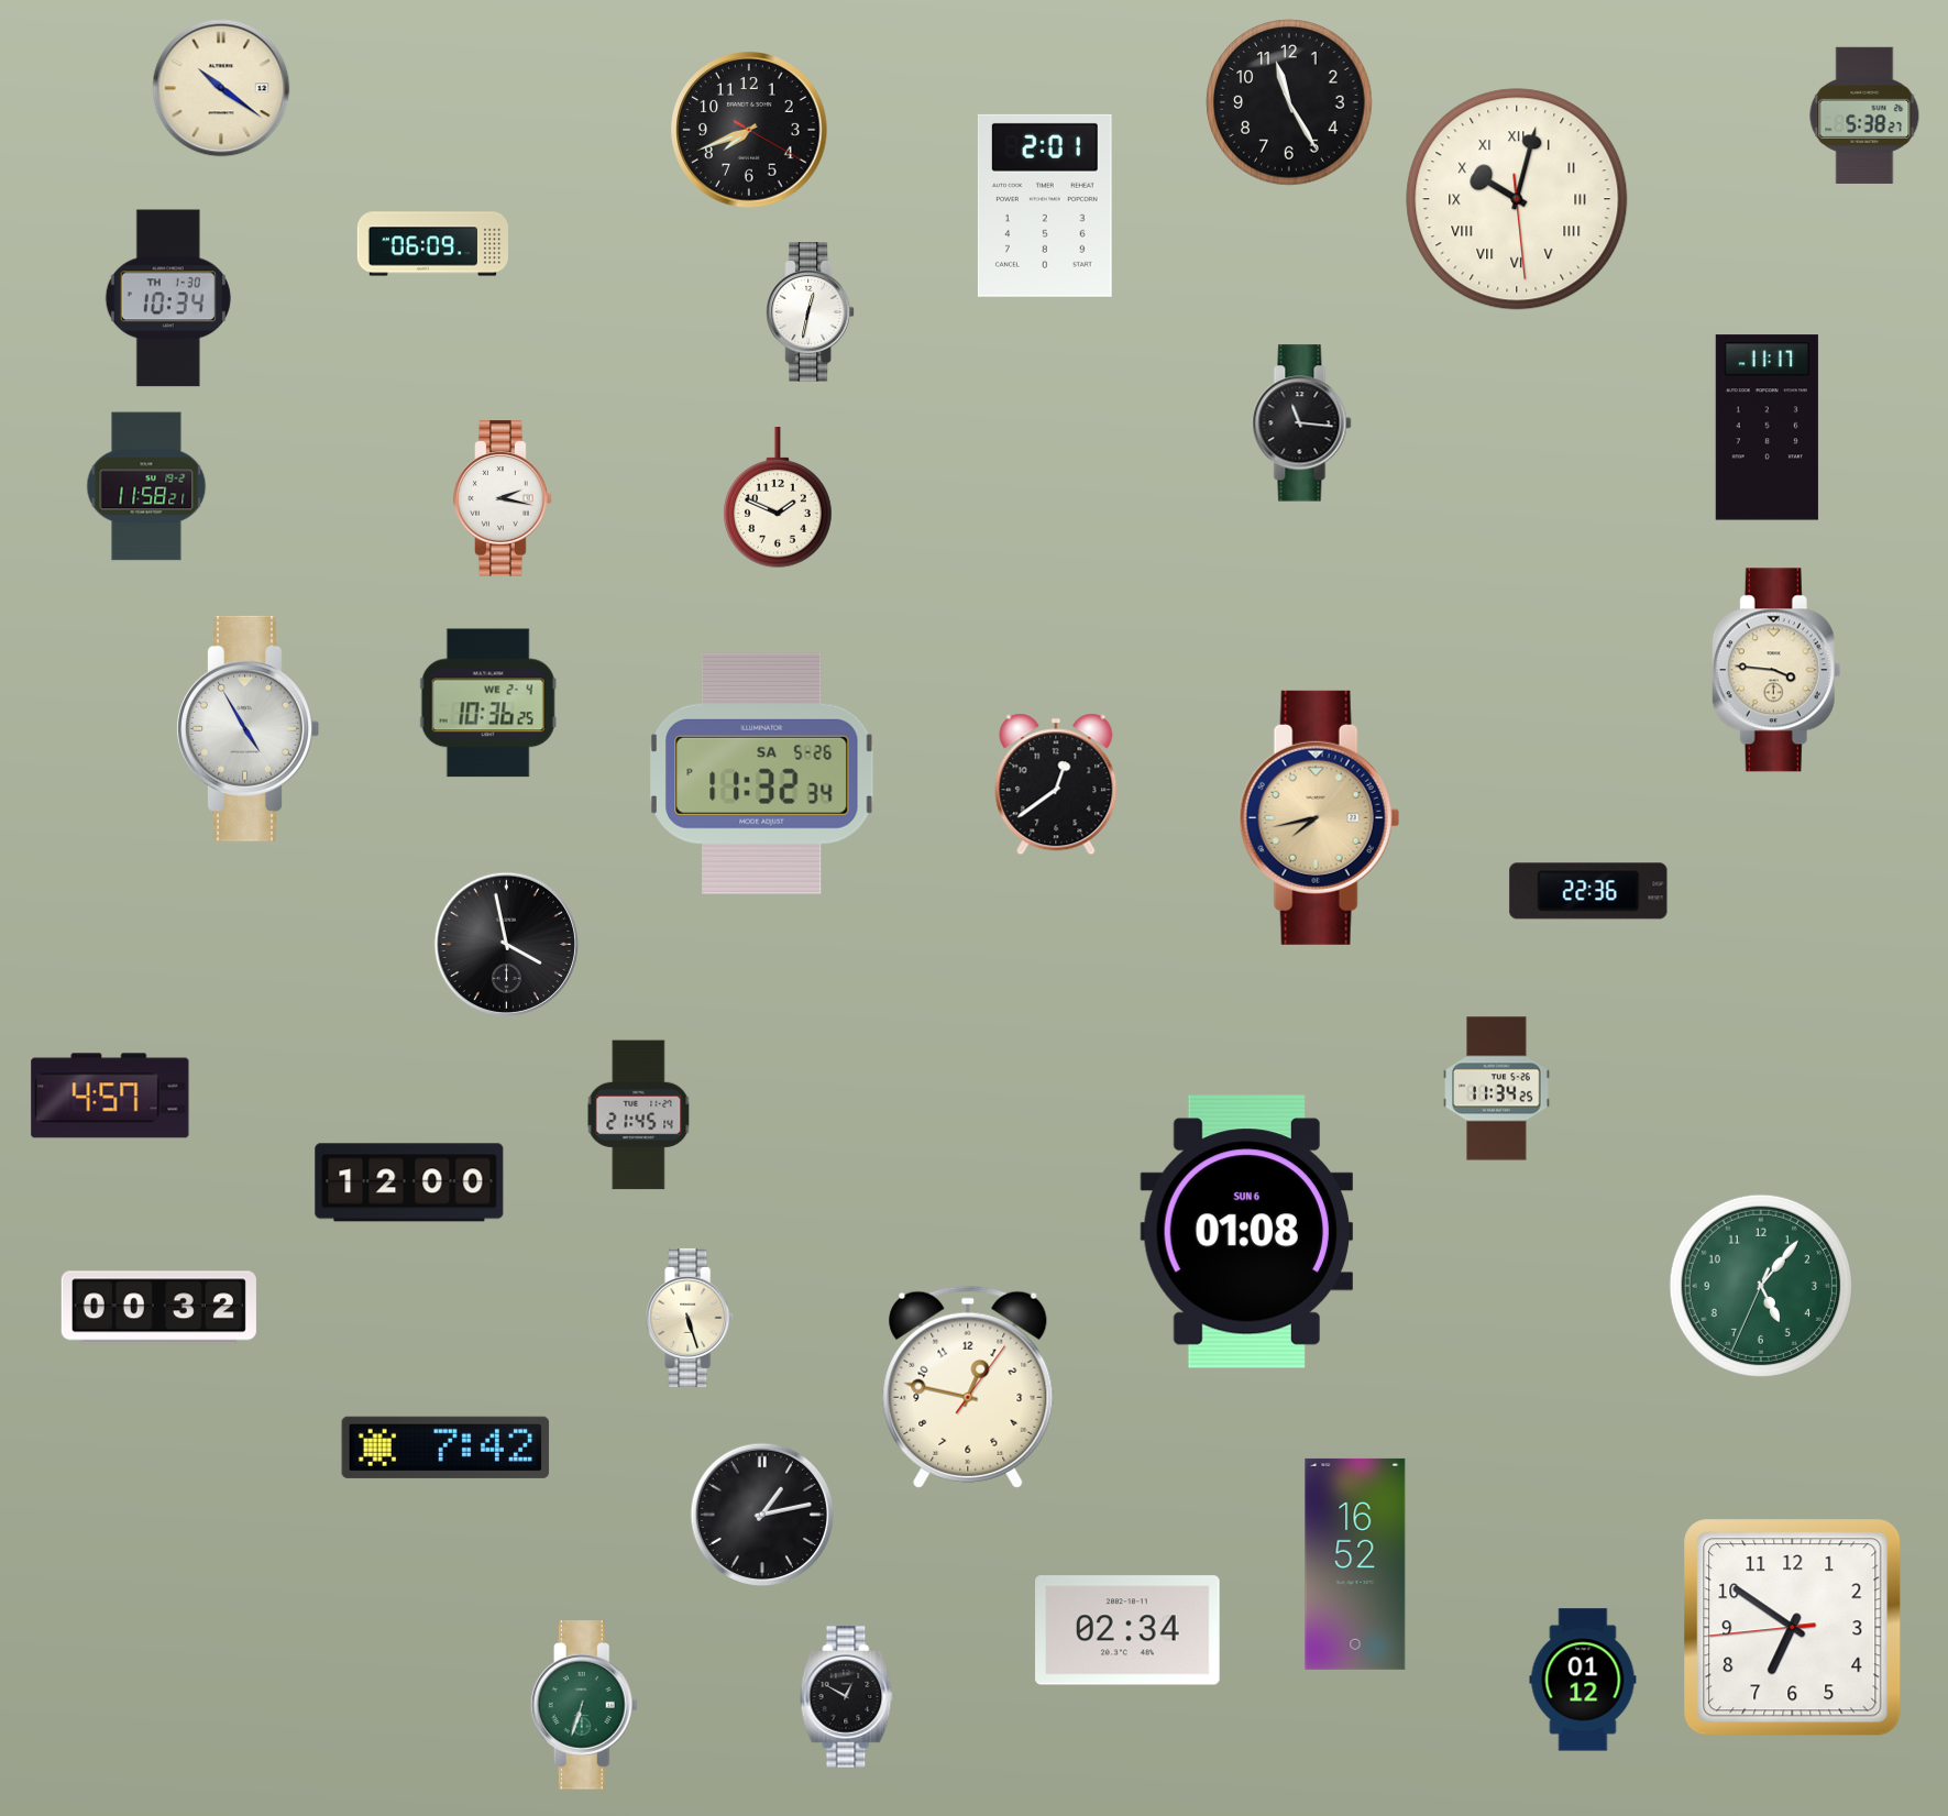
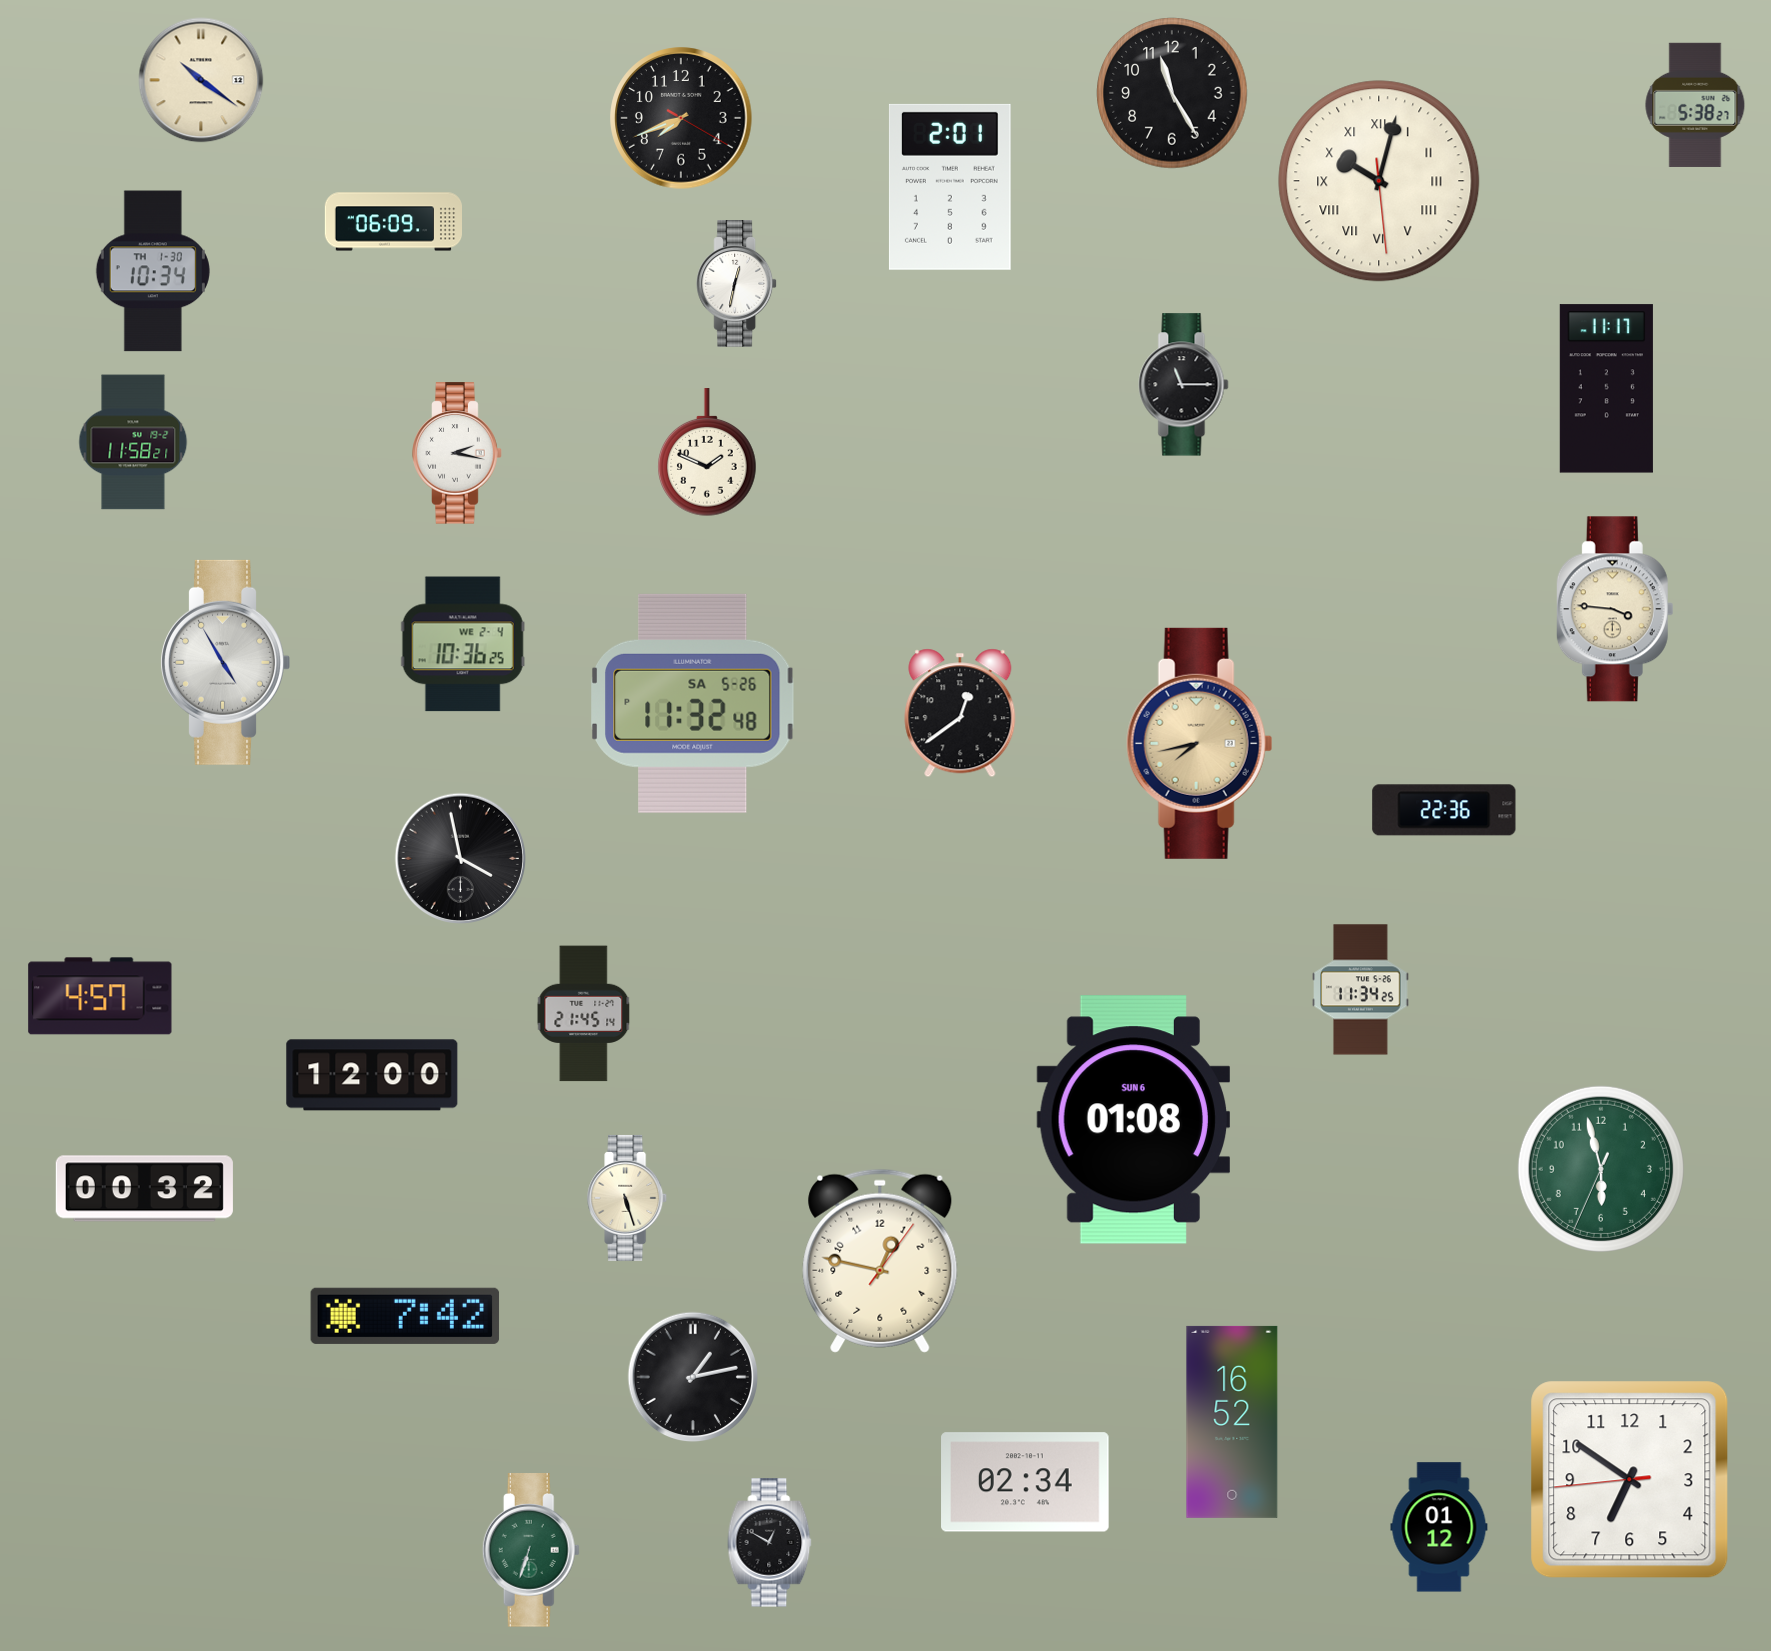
clock at (1302, 423): 11:16 -> 11:15
clock at (488, 703) position: (488, 703) -> (463, 644)
clock at (762, 773): 11:32:34 PM -> 11:32:48 PM
clock at (639, 1115) position: (639, 1115) -> (584, 1014)
clock at (1761, 1286): 5:06 -> 5:57
